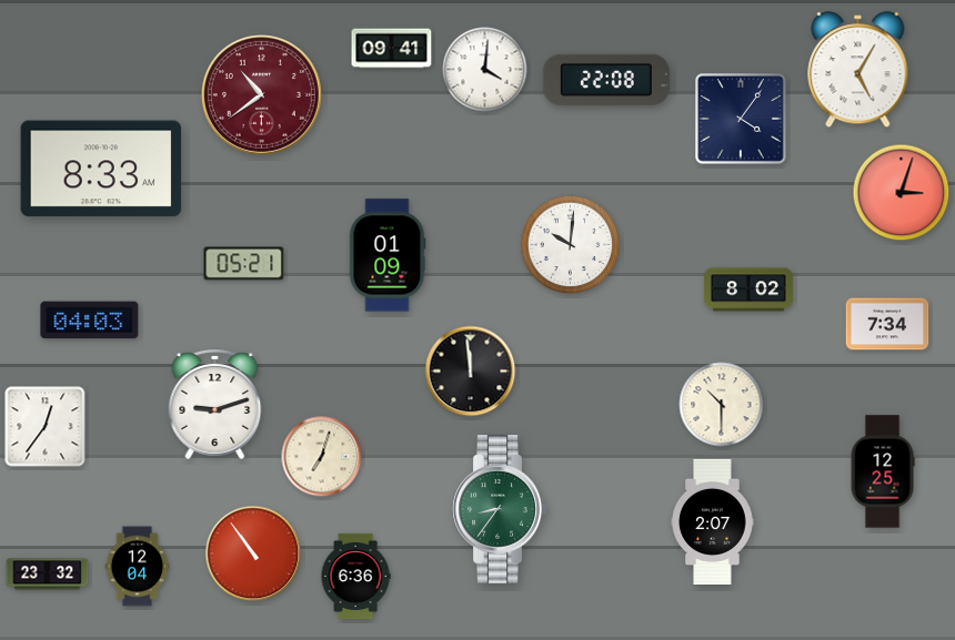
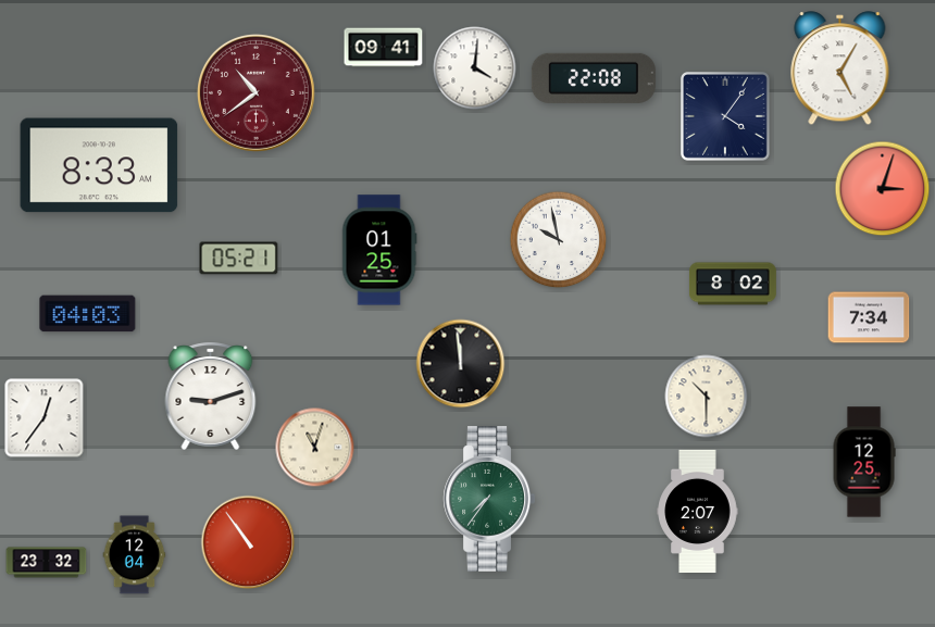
clock at (571, 245): 10:01 -> 9:58
clock at (388, 255): 01:09 -> 01:25
clock at (322, 457): 7:03 -> 11:03
clock at (500, 510): 8:36 -> 7:36
clock at (355, 577): 6:36 -> none
